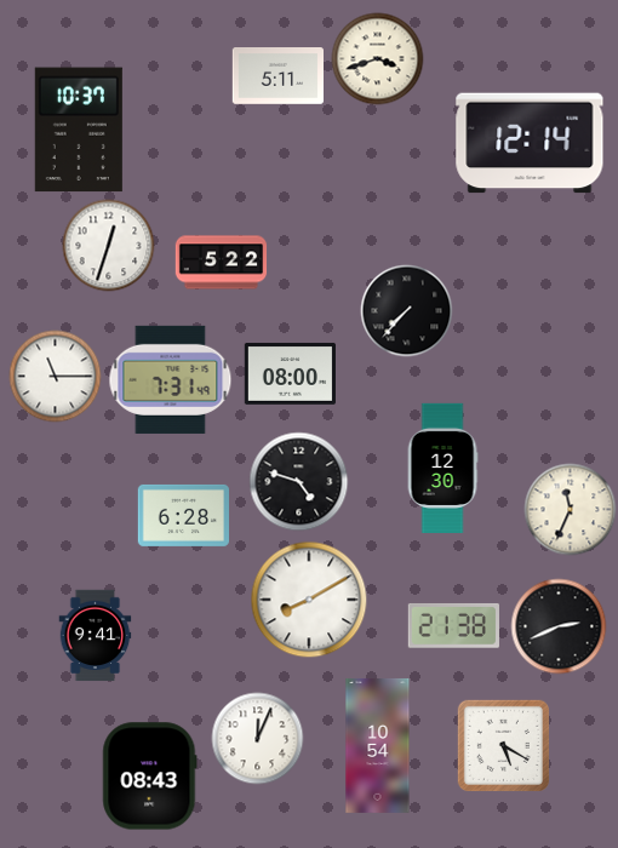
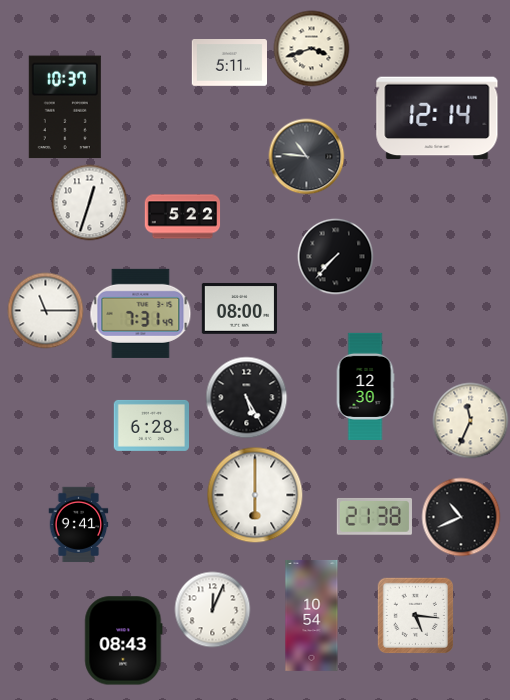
clock at (307, 157): none -> 10:46
clock at (299, 482): 4:48 -> 5:25
clock at (309, 600): 8:10 -> 6:00
clock at (559, 626): 2:41 -> 10:41
clock at (503, 745): 5:20 -> 5:16
